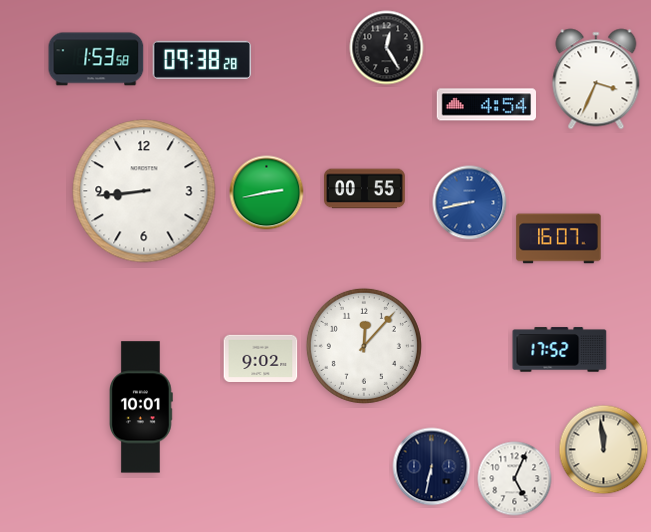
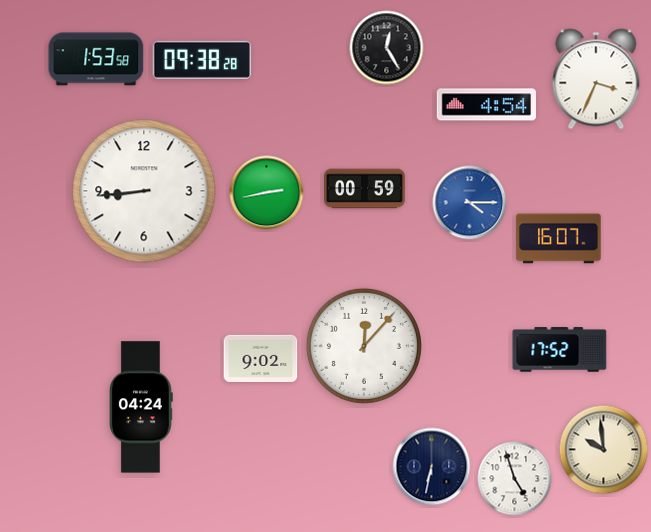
clock at (365, 189): 00:55 -> 00:59
clock at (470, 203): 8:43 -> 4:15
clock at (142, 407): 10:01 -> 04:24
clock at (604, 450): 11:59 -> 9:59
clock at (515, 479): 5:04 -> 4:57
